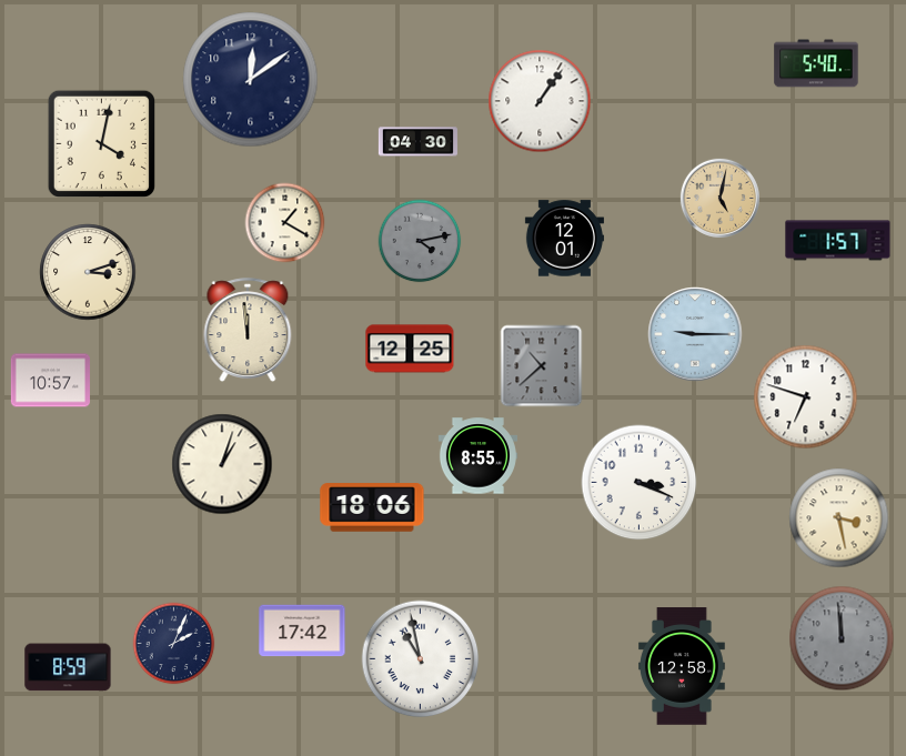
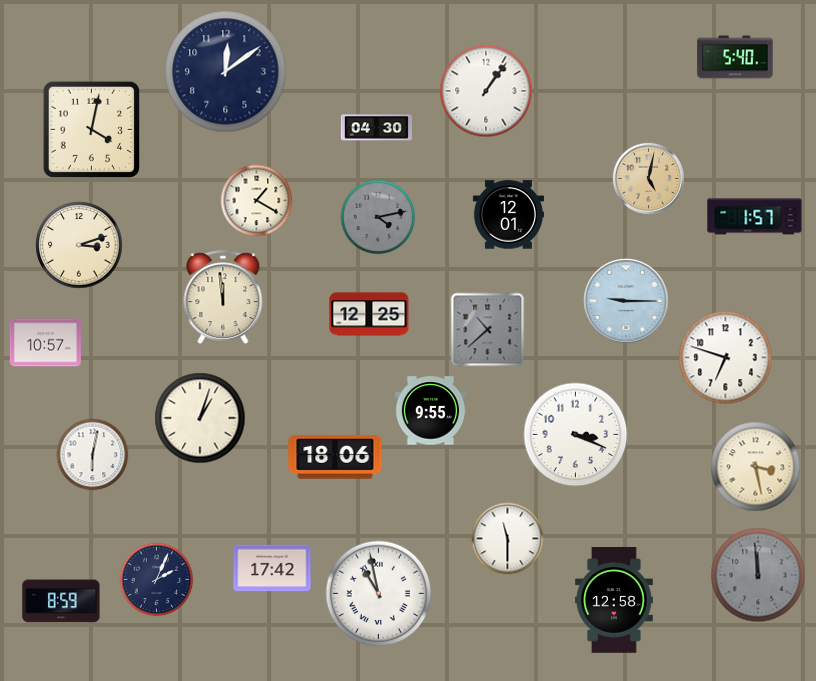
clock at (477, 456): 8:55 -> 9:55
clock at (93, 455): none -> 6:02
clock at (508, 539): none -> 11:30
